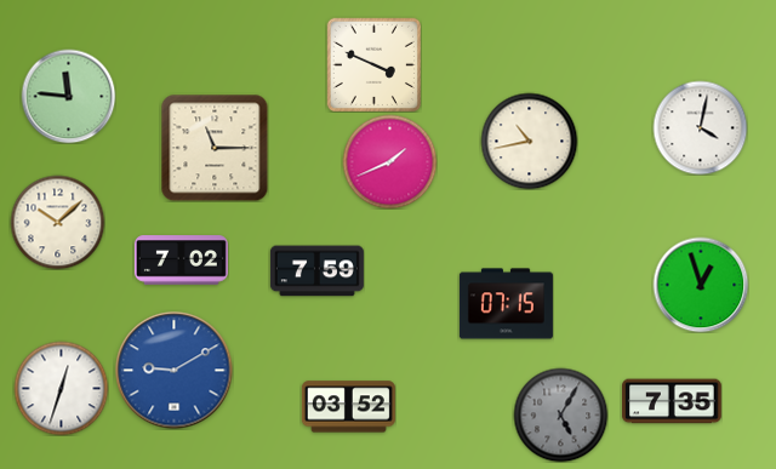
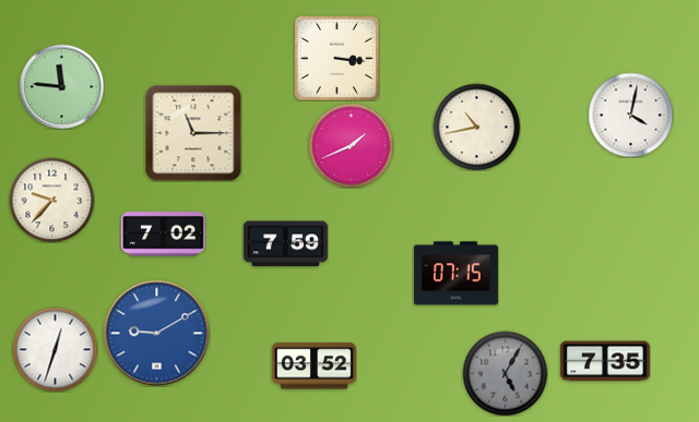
clock at (373, 64): 3:49 -> 3:16
clock at (57, 222): 10:08 -> 9:37
clock at (701, 285): 12:57 -> none
